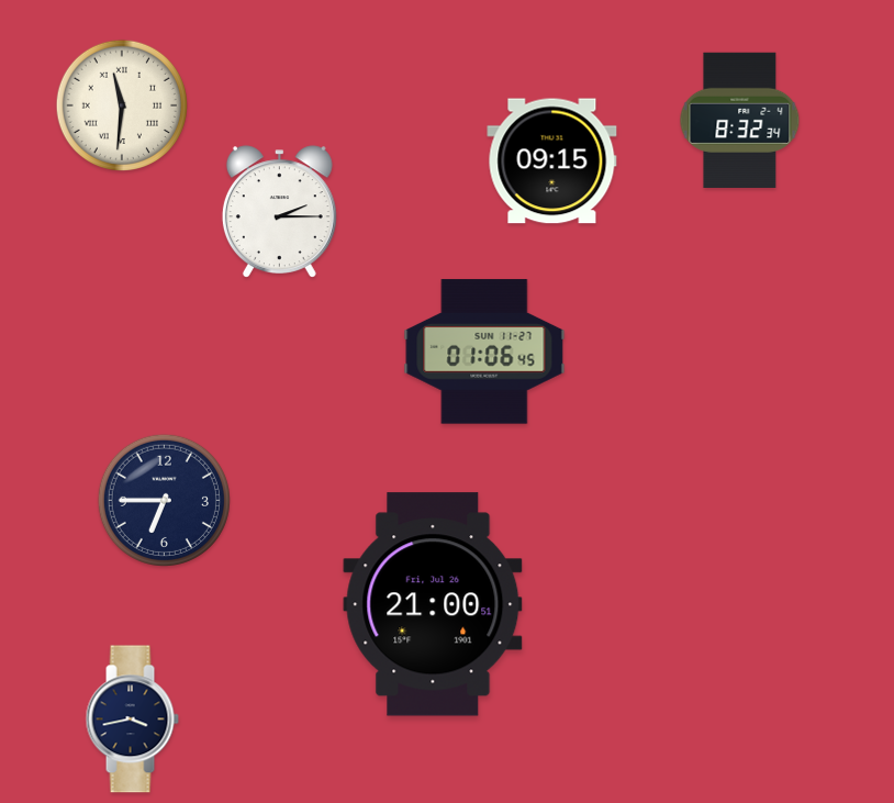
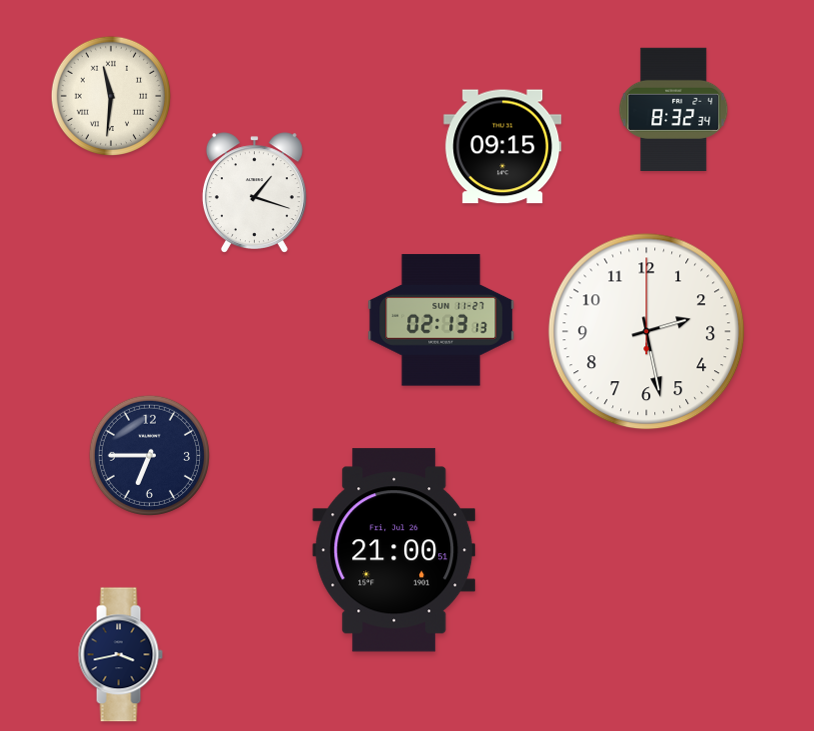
clock at (279, 211): 2:15 -> 1:18
clock at (484, 352): 01:06 -> 02:13
clock at (647, 332): none -> 2:28
